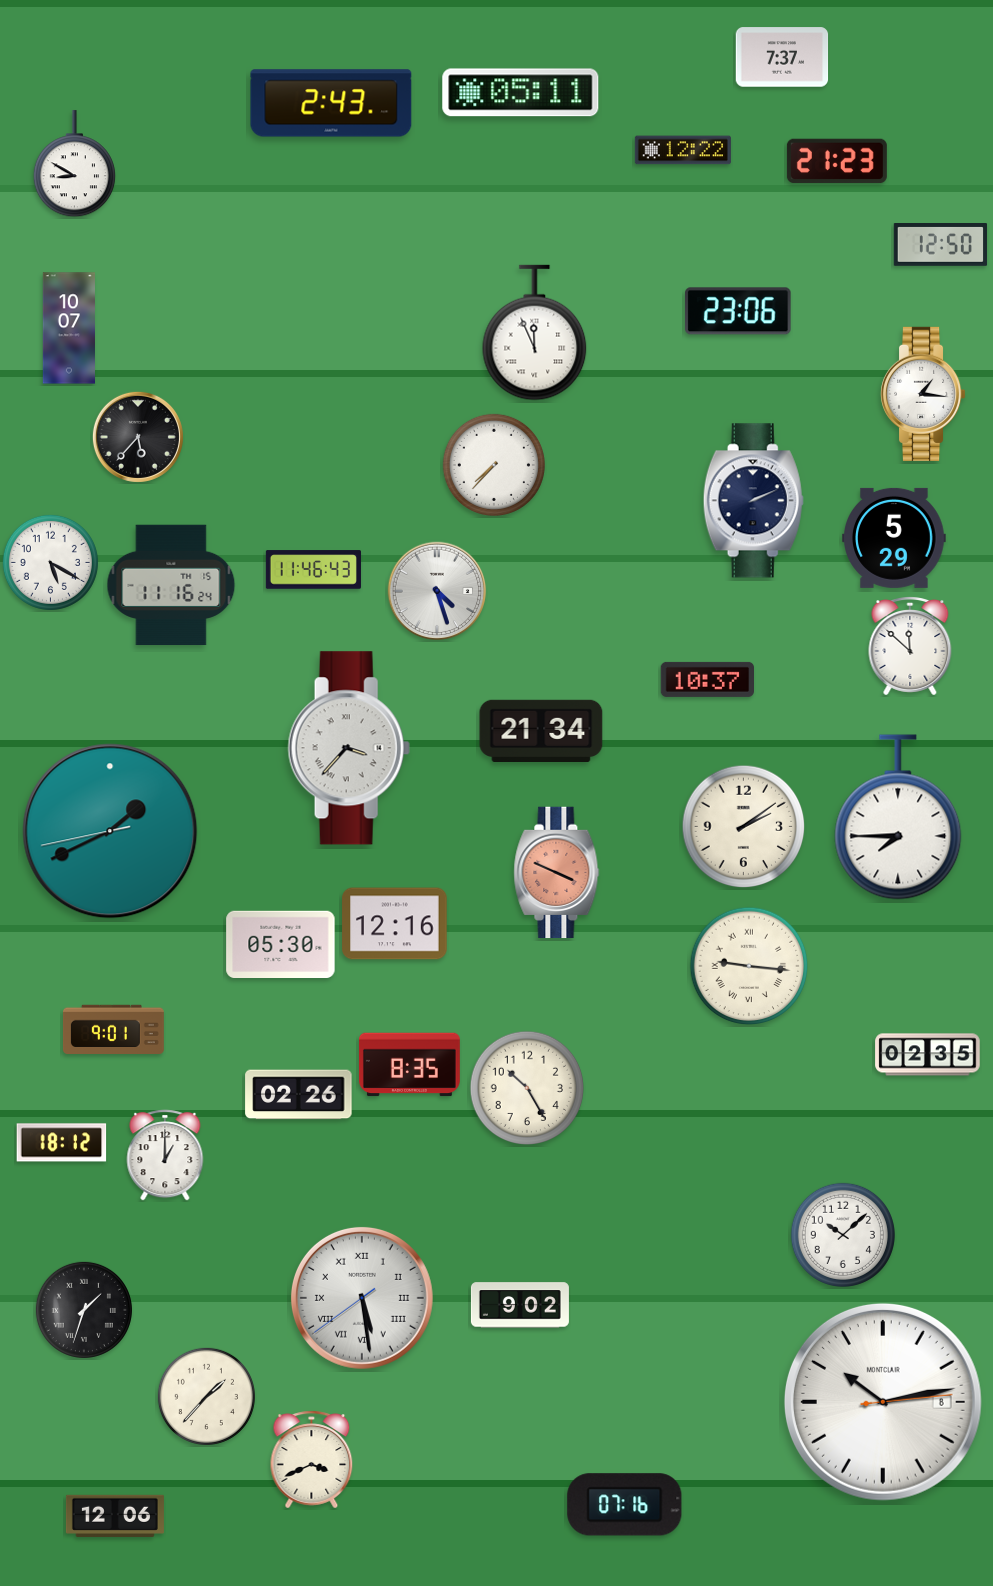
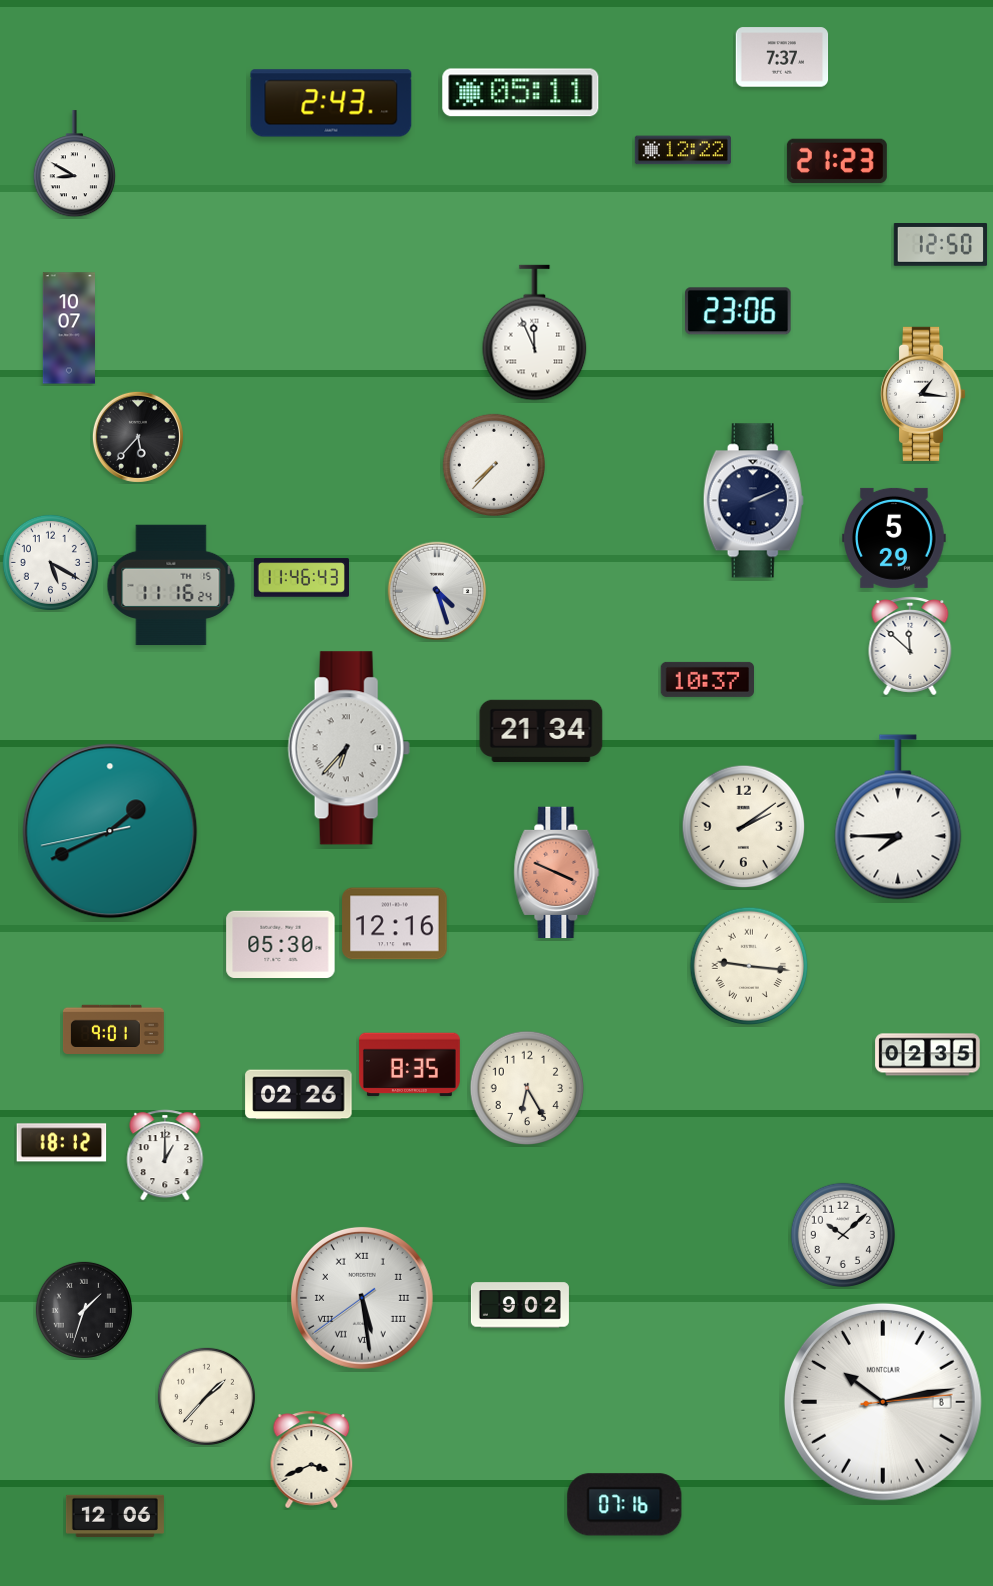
clock at (313, 570) position: (313, 570) -> (301, 578)
clock at (349, 748): 3:37 -> 6:37
clock at (527, 1088): 10:25 -> 6:25
